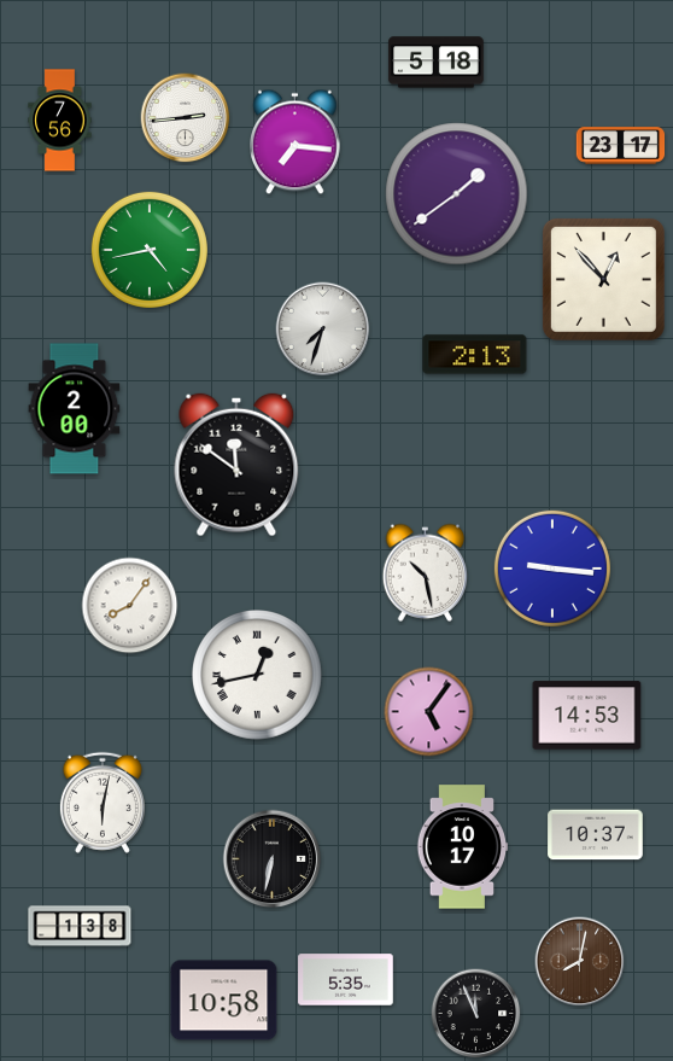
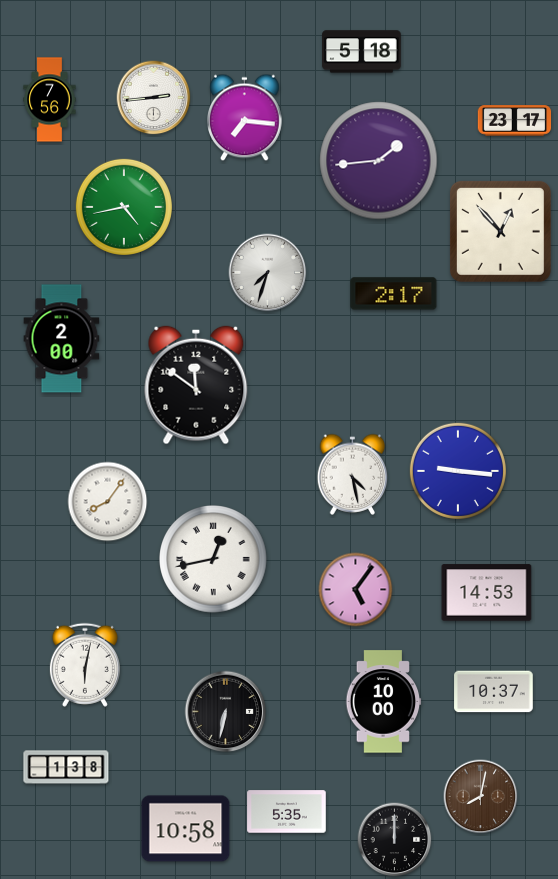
clock at (457, 194): 1:39 -> 1:44
clock at (475, 355): 2:13 -> 2:17
clock at (426, 572): 10:28 -> 4:28
clock at (463, 847): 10:17 -> 10:00
clock at (476, 1014): 11:56 -> 12:00
